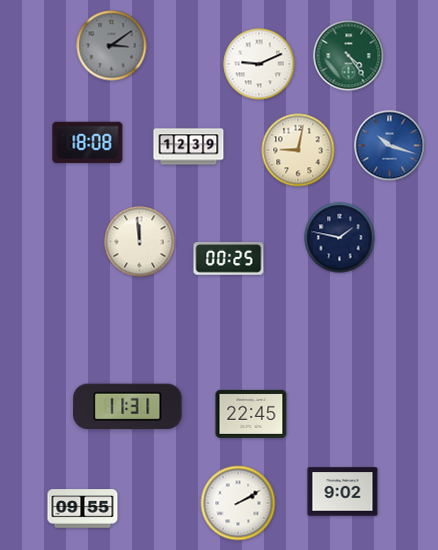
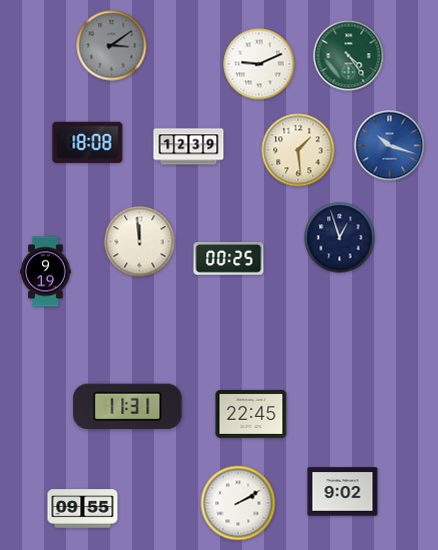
clock at (298, 150): 9:02 -> 1:29
clock at (340, 238): 1:47 -> 12:57
clock at (46, 272): none -> 9:19
